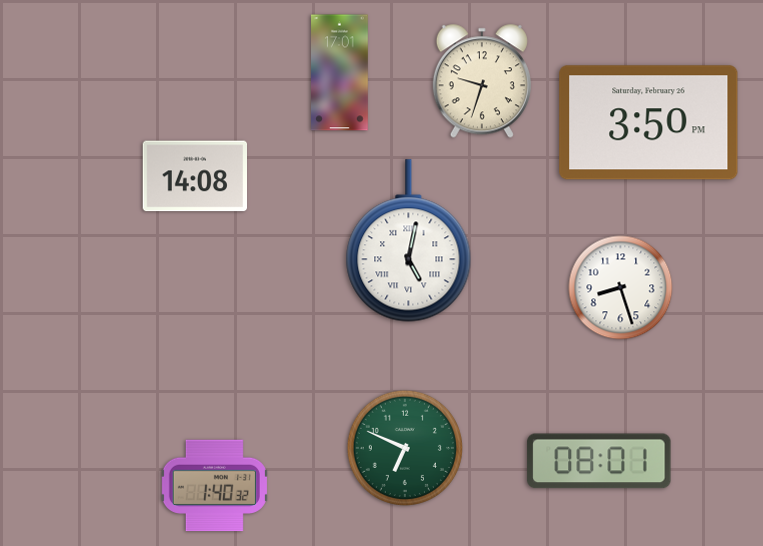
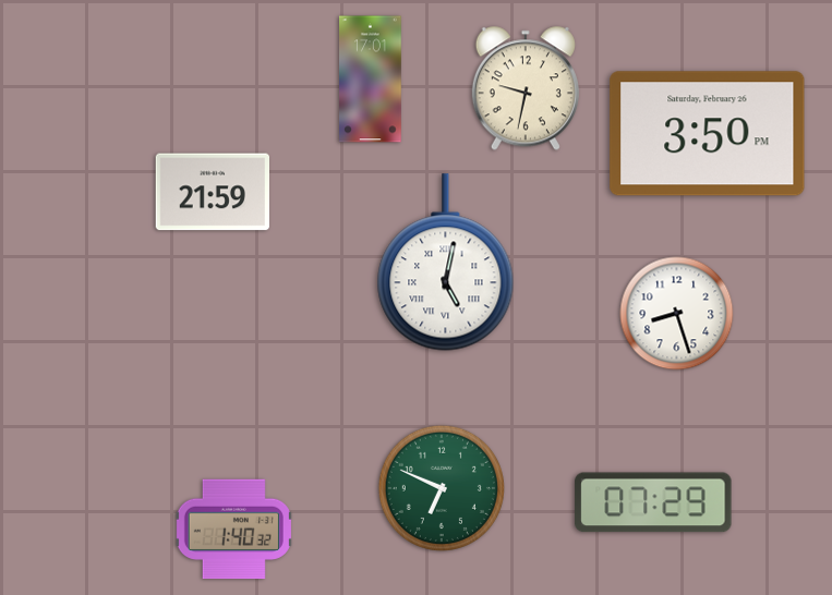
clock at (482, 81): 9:33 -> 9:32
clock at (194, 176): 14:08 -> 21:59
clock at (599, 461): 08:01 -> 07:29
